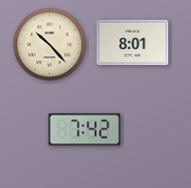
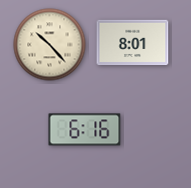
clock at (85, 130): 7:42 -> 6:16
